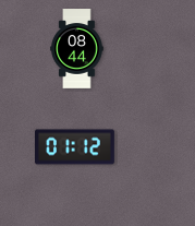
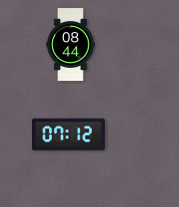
clock at (75, 147): 01:12 -> 07:12
